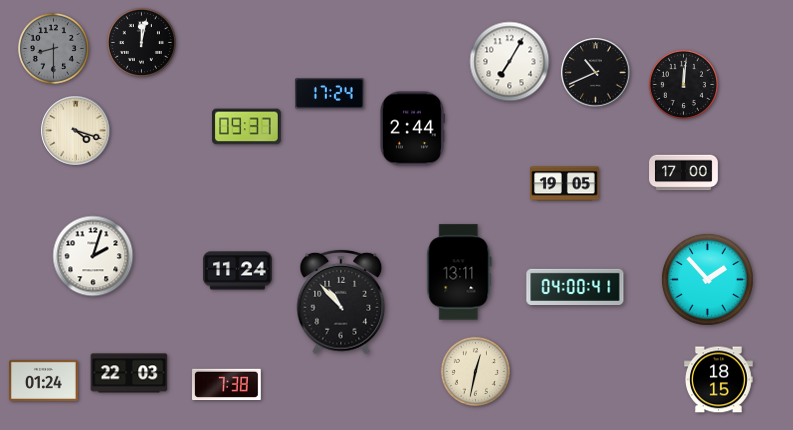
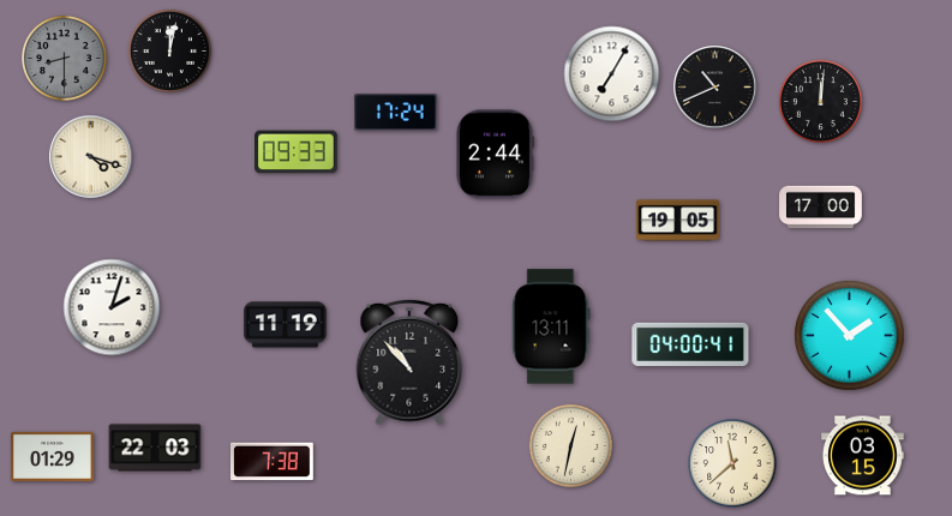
clock at (247, 127): 09:37 -> 09:33
clock at (238, 271): 11:24 -> 11:19
clock at (44, 380): 01:24 -> 01:29
clock at (719, 380): 18:15 -> 03:15
clock at (732, 463): none -> 11:38
